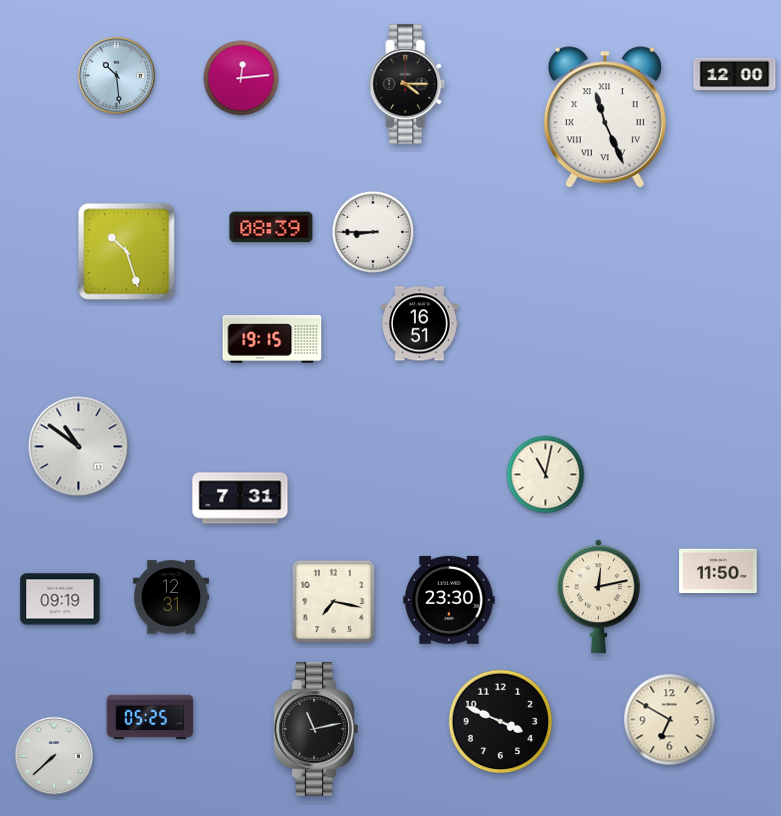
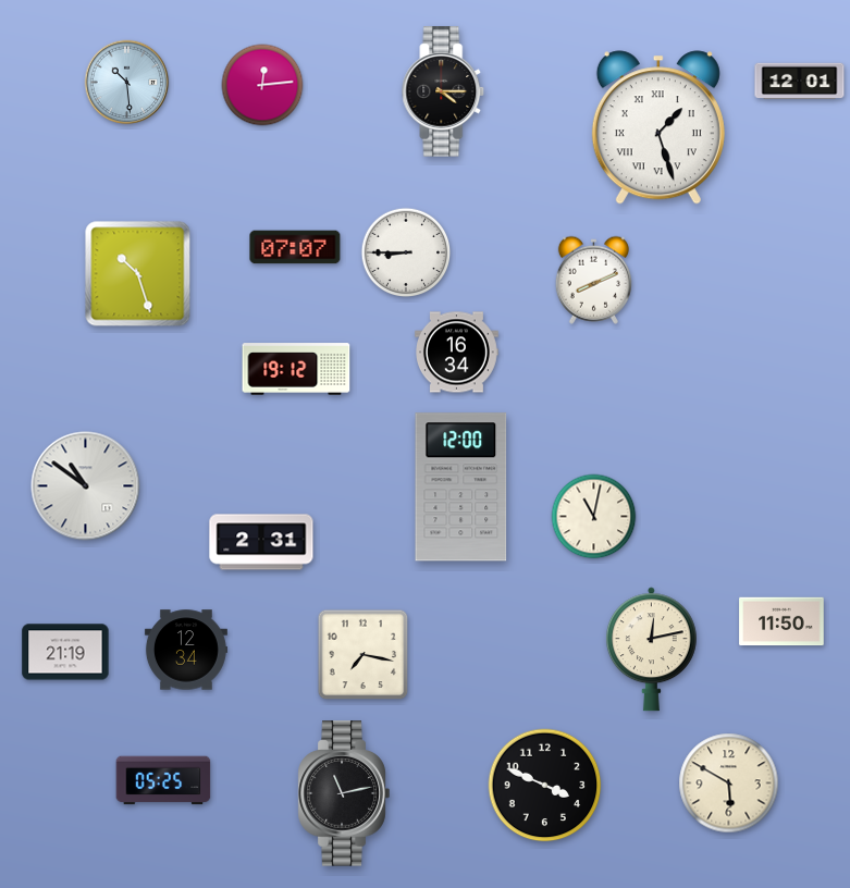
clock at (735, 75): 12:00 -> 12:01
clock at (605, 117): 11:26 -> 1:27
clock at (271, 227): 08:39 -> 07:07
clock at (593, 280): none -> 8:11
clock at (420, 324): 16:51 -> 16:34
clock at (272, 339): 19:15 -> 19:12
clock at (461, 488): none -> 12:00
clock at (240, 498): 7:31 -> 2:31
clock at (171, 597): 12:31 -> 12:34
clock at (60, 599): 09:19 -> 21:19
clock at (449, 600): 23:30 -> none
clock at (670, 720): 6:50 -> 5:50
clock at (54, 756): 7:38 -> none
